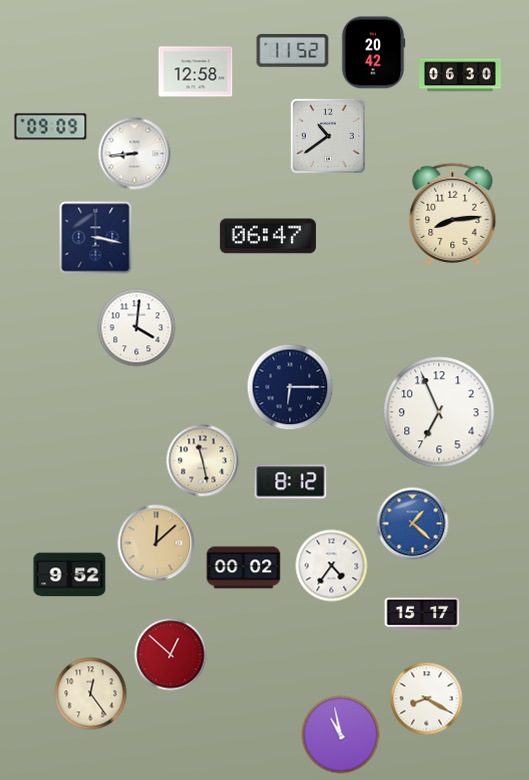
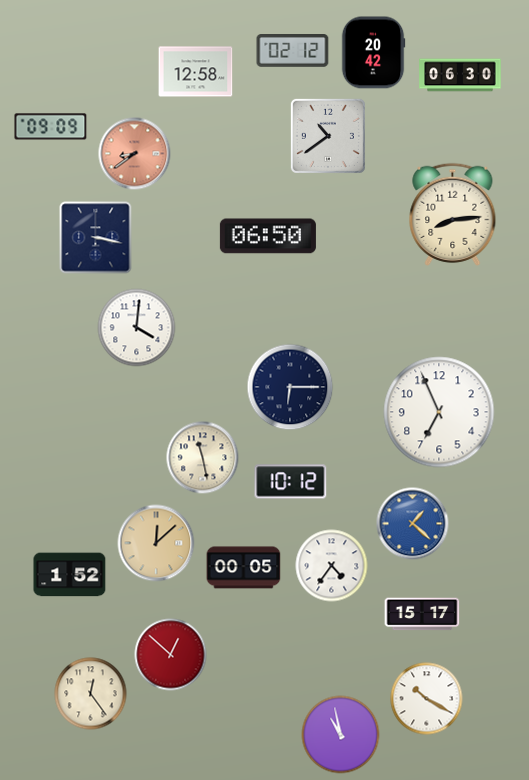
clock at (293, 51): 11:52 -> 02:12
clock at (135, 154): 8:44 -> 8:39
clock at (135, 154) dial: white -> salmon
clock at (268, 236): 06:47 -> 06:50
clock at (203, 461) position: (203, 461) -> (203, 458)
clock at (291, 482): 8:12 -> 10:12
clock at (244, 568): 00:02 -> 00:05
clock at (70, 575): 9:52 -> 1:52
clock at (427, 699): 8:20 -> 10:20
